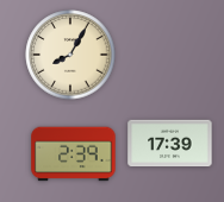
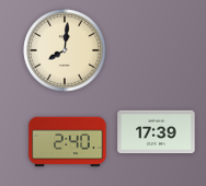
clock at (70, 55): 8:05 -> 8:01
clock at (74, 154): 2:39 -> 2:40
